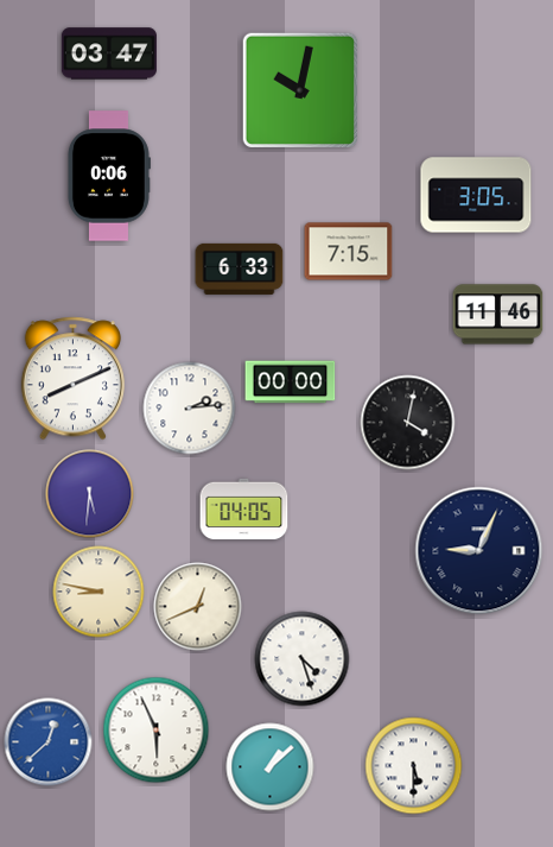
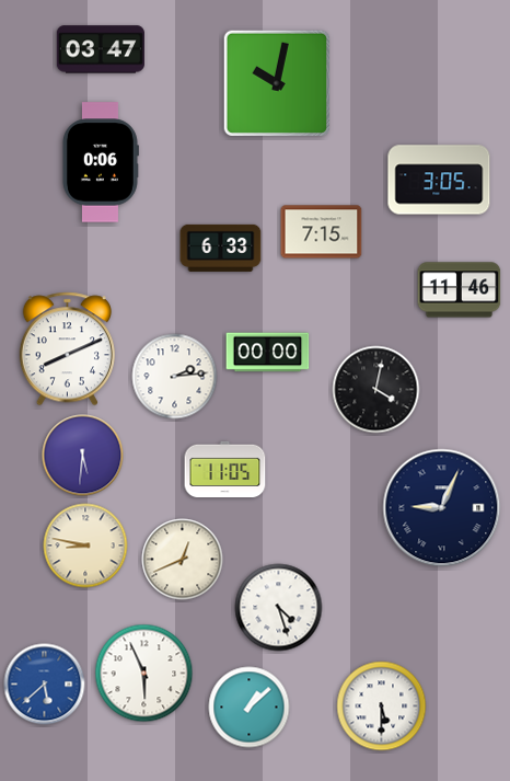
clock at (244, 510): 04:05 -> 11:05
clock at (98, 592) position: (98, 592) -> (85, 545)
clock at (49, 742): 12:38 -> 5:38
